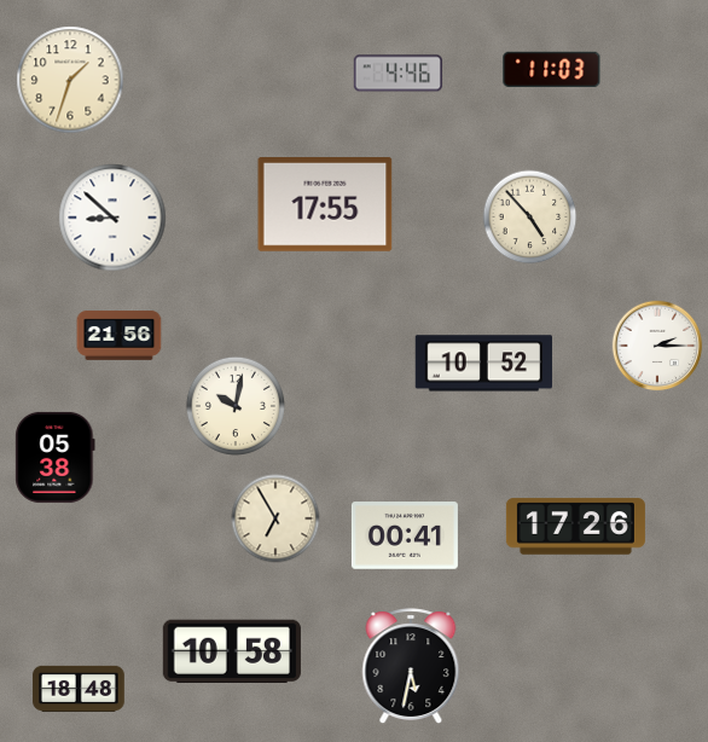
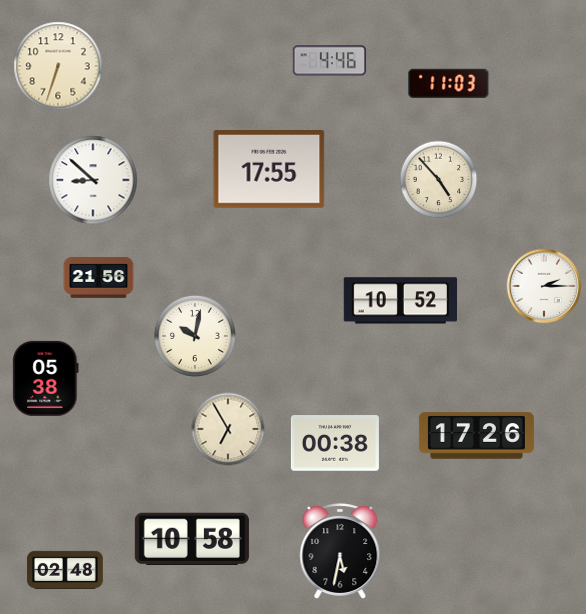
clock at (552, 69) position: (552, 69) -> (449, 83)
clock at (70, 80): 1:33 -> 6:33
clock at (405, 535): 00:41 -> 00:38
clock at (79, 689): 18:48 -> 02:48
